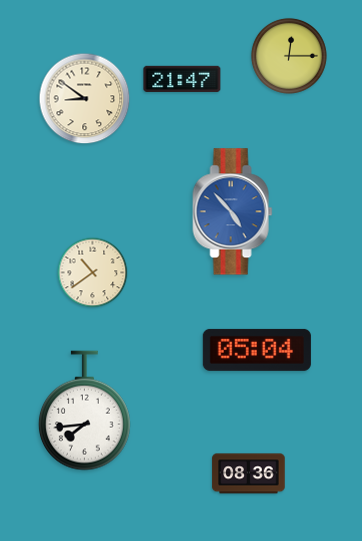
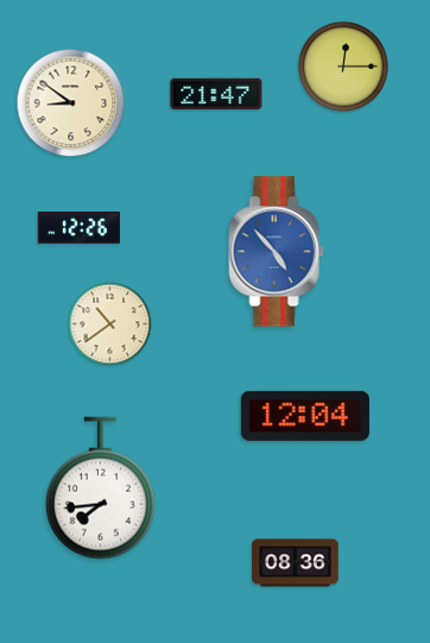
clock at (85, 99) position: (85, 99) -> (71, 103)
clock at (80, 228): none -> 12:26
clock at (257, 350): 05:04 -> 12:04
